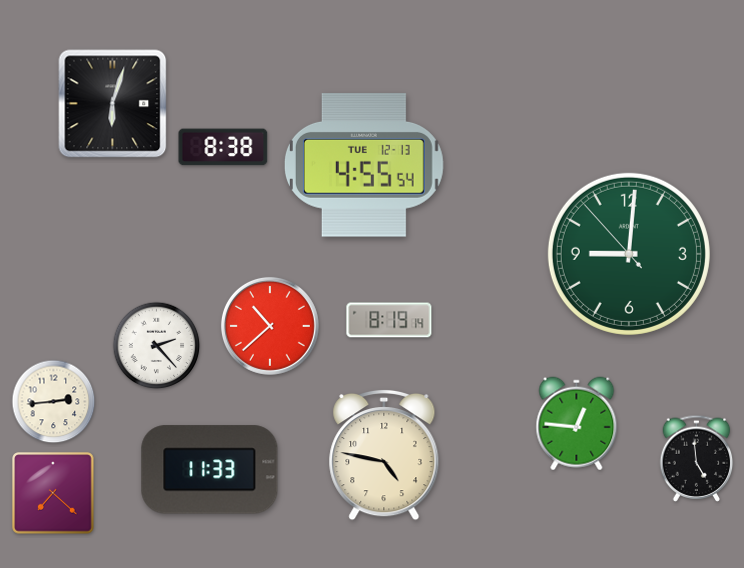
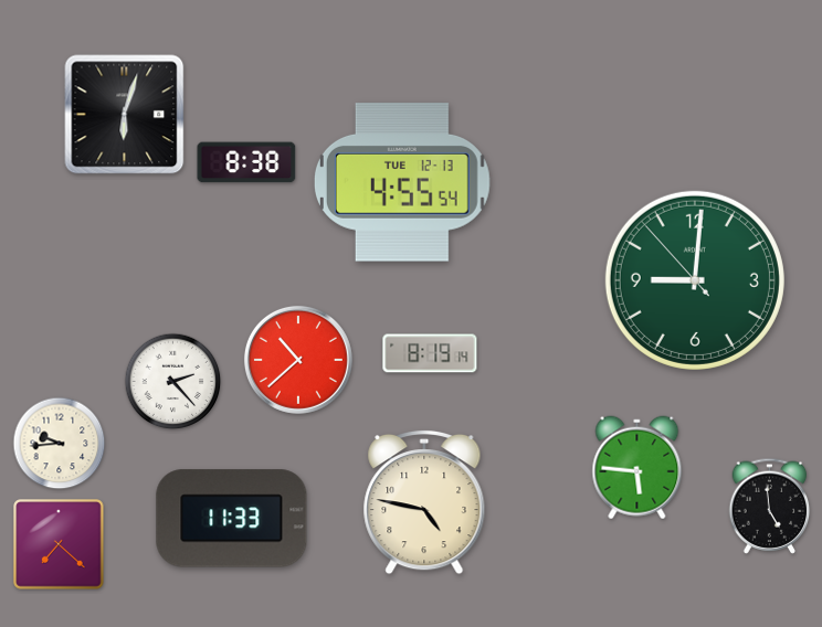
clock at (54, 402): 2:44 -> 9:44
clock at (577, 424): 12:46 -> 5:46
